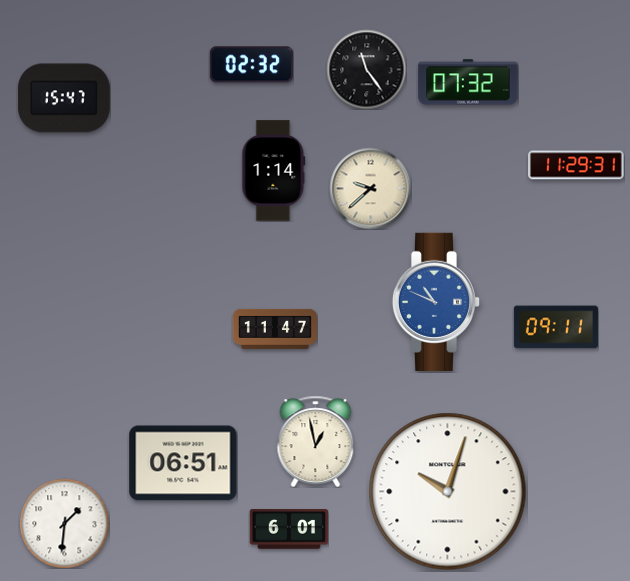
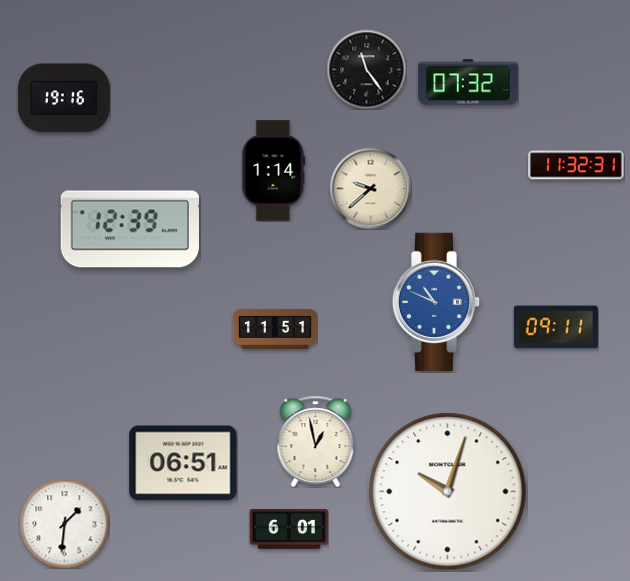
clock at (251, 65): 02:32 -> none
clock at (64, 98): 15:47 -> 19:16
clock at (576, 165): 11:29 -> 11:32
clock at (130, 229): none -> 12:39
clock at (275, 329): 11:47 -> 11:51
